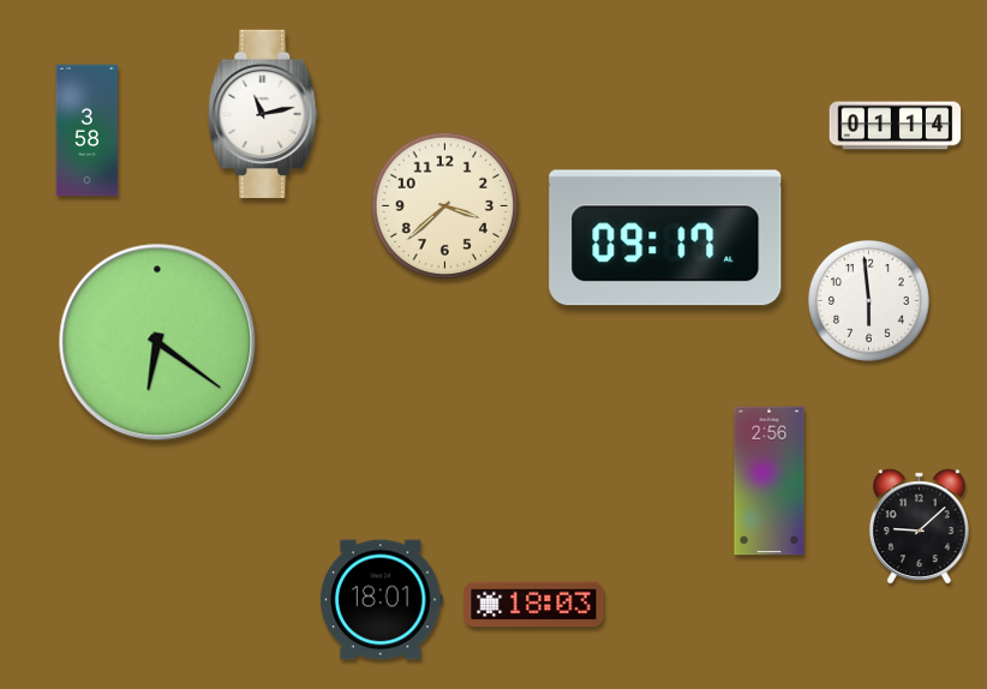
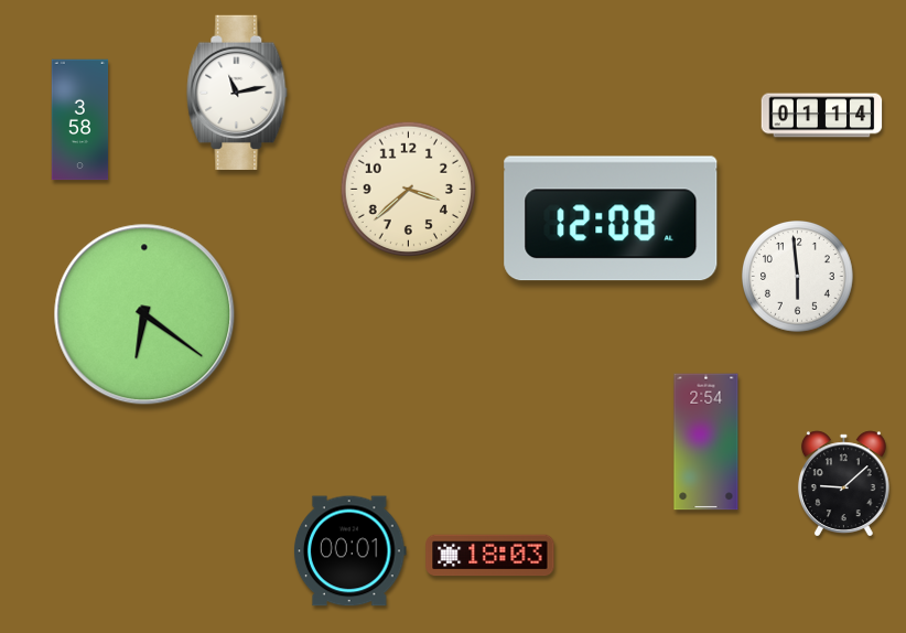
clock at (263, 114) position: (263, 114) -> (237, 93)
clock at (665, 238): 09:17 -> 12:08
clock at (770, 481): 2:56 -> 2:54
clock at (381, 600): 18:01 -> 00:01
